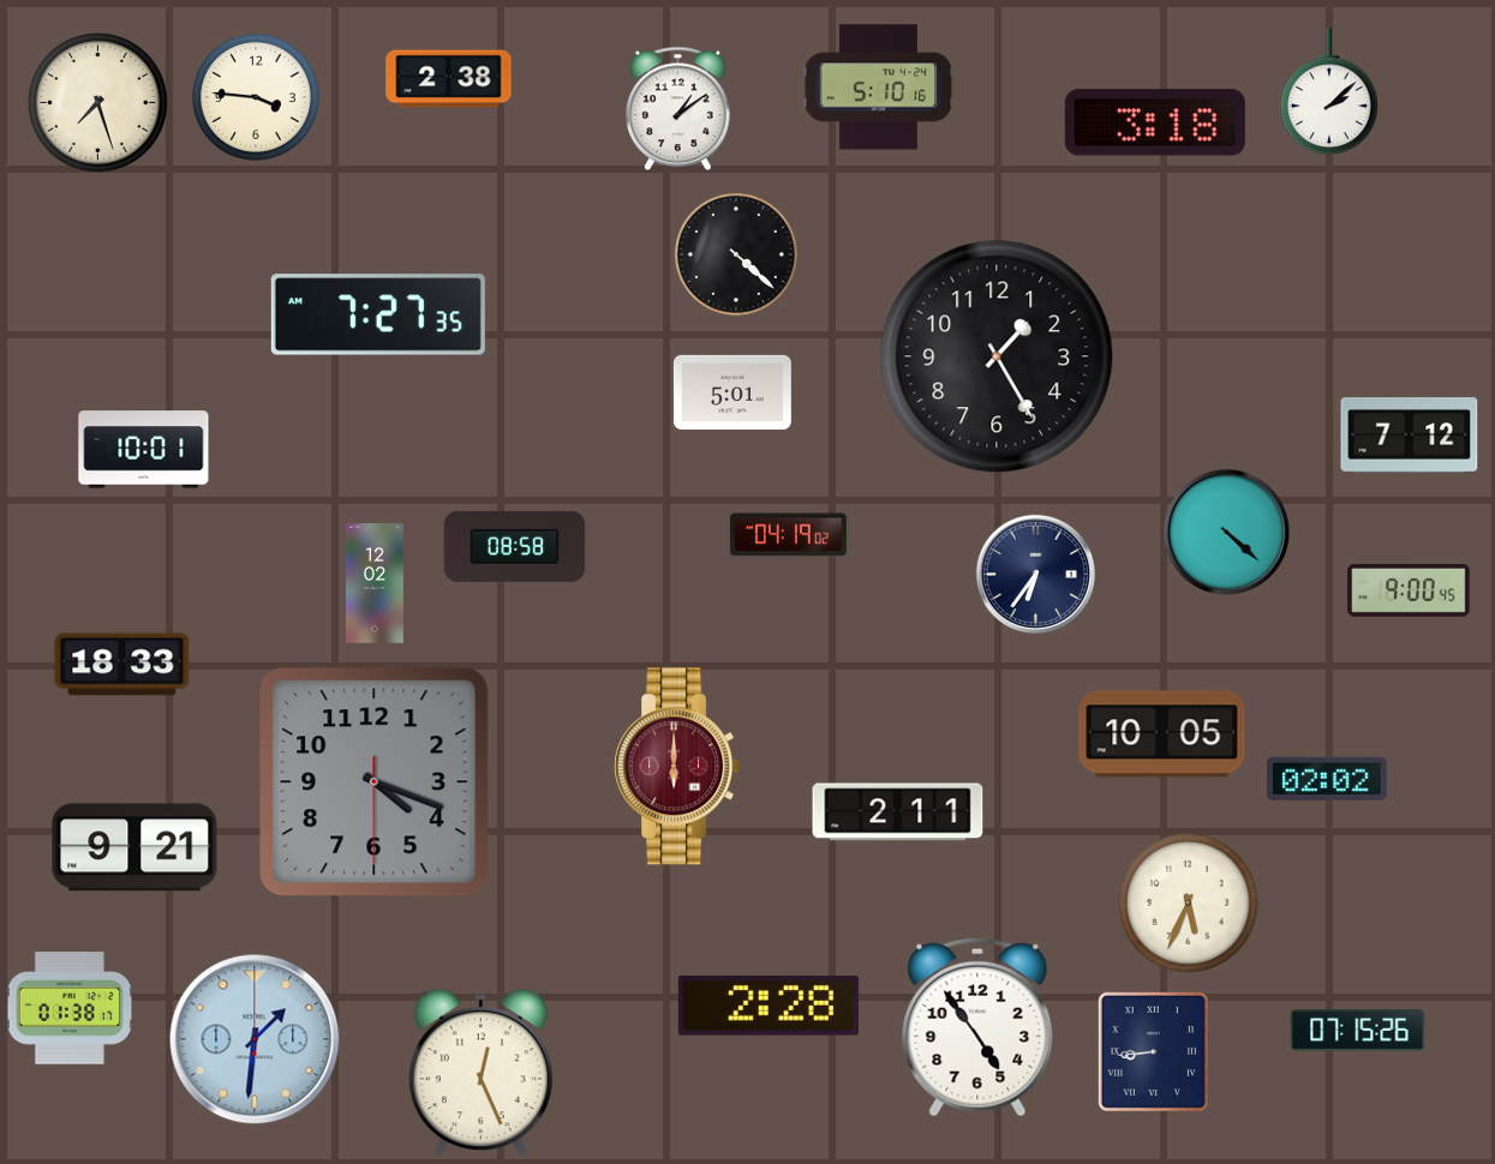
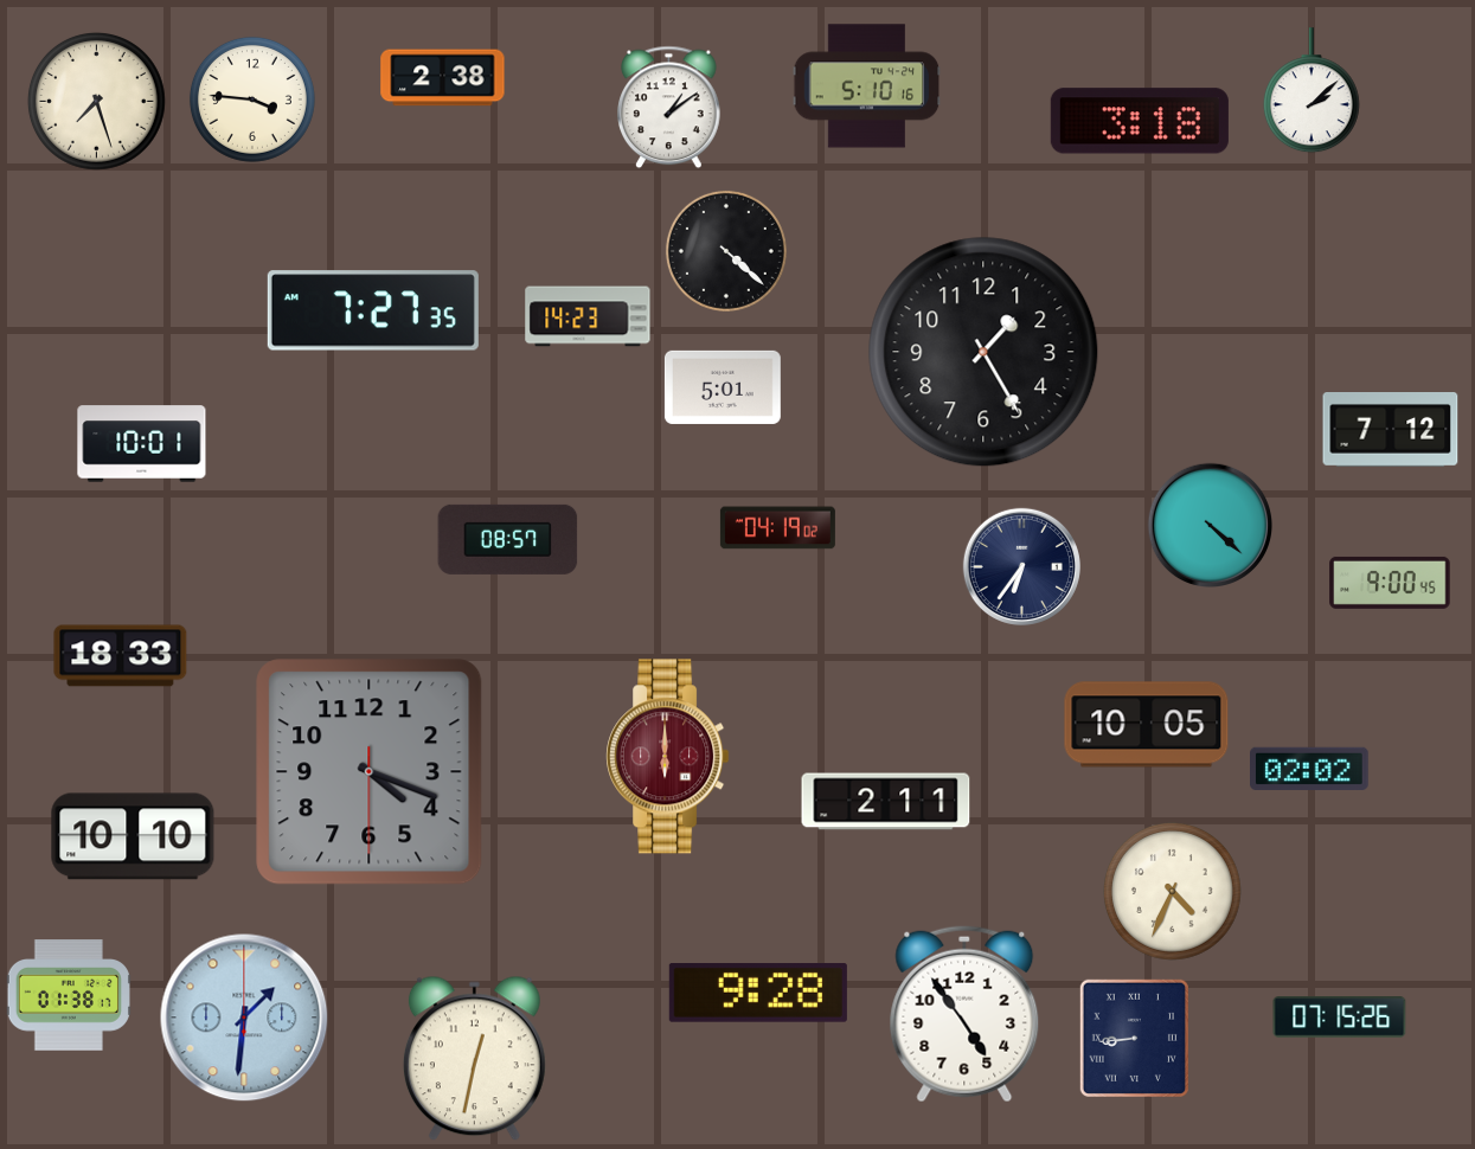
clock at (256, 97) position: (256, 97) -> (252, 100)
clock at (588, 316): none -> 14:23
clock at (515, 546): 08:58 -> 08:57
clock at (375, 583): 12:02 -> none
clock at (134, 847): 9:21 -> 10:10
clock at (1188, 902): 5:34 -> 4:34
clock at (769, 1007): 2:28 -> 9:28
clock at (255, 1039) position: (255, 1039) -> (244, 1018)
clock at (1153, 1051) position: (1153, 1051) -> (1134, 1038)
clock at (480, 1073): 12:26 -> 12:32
